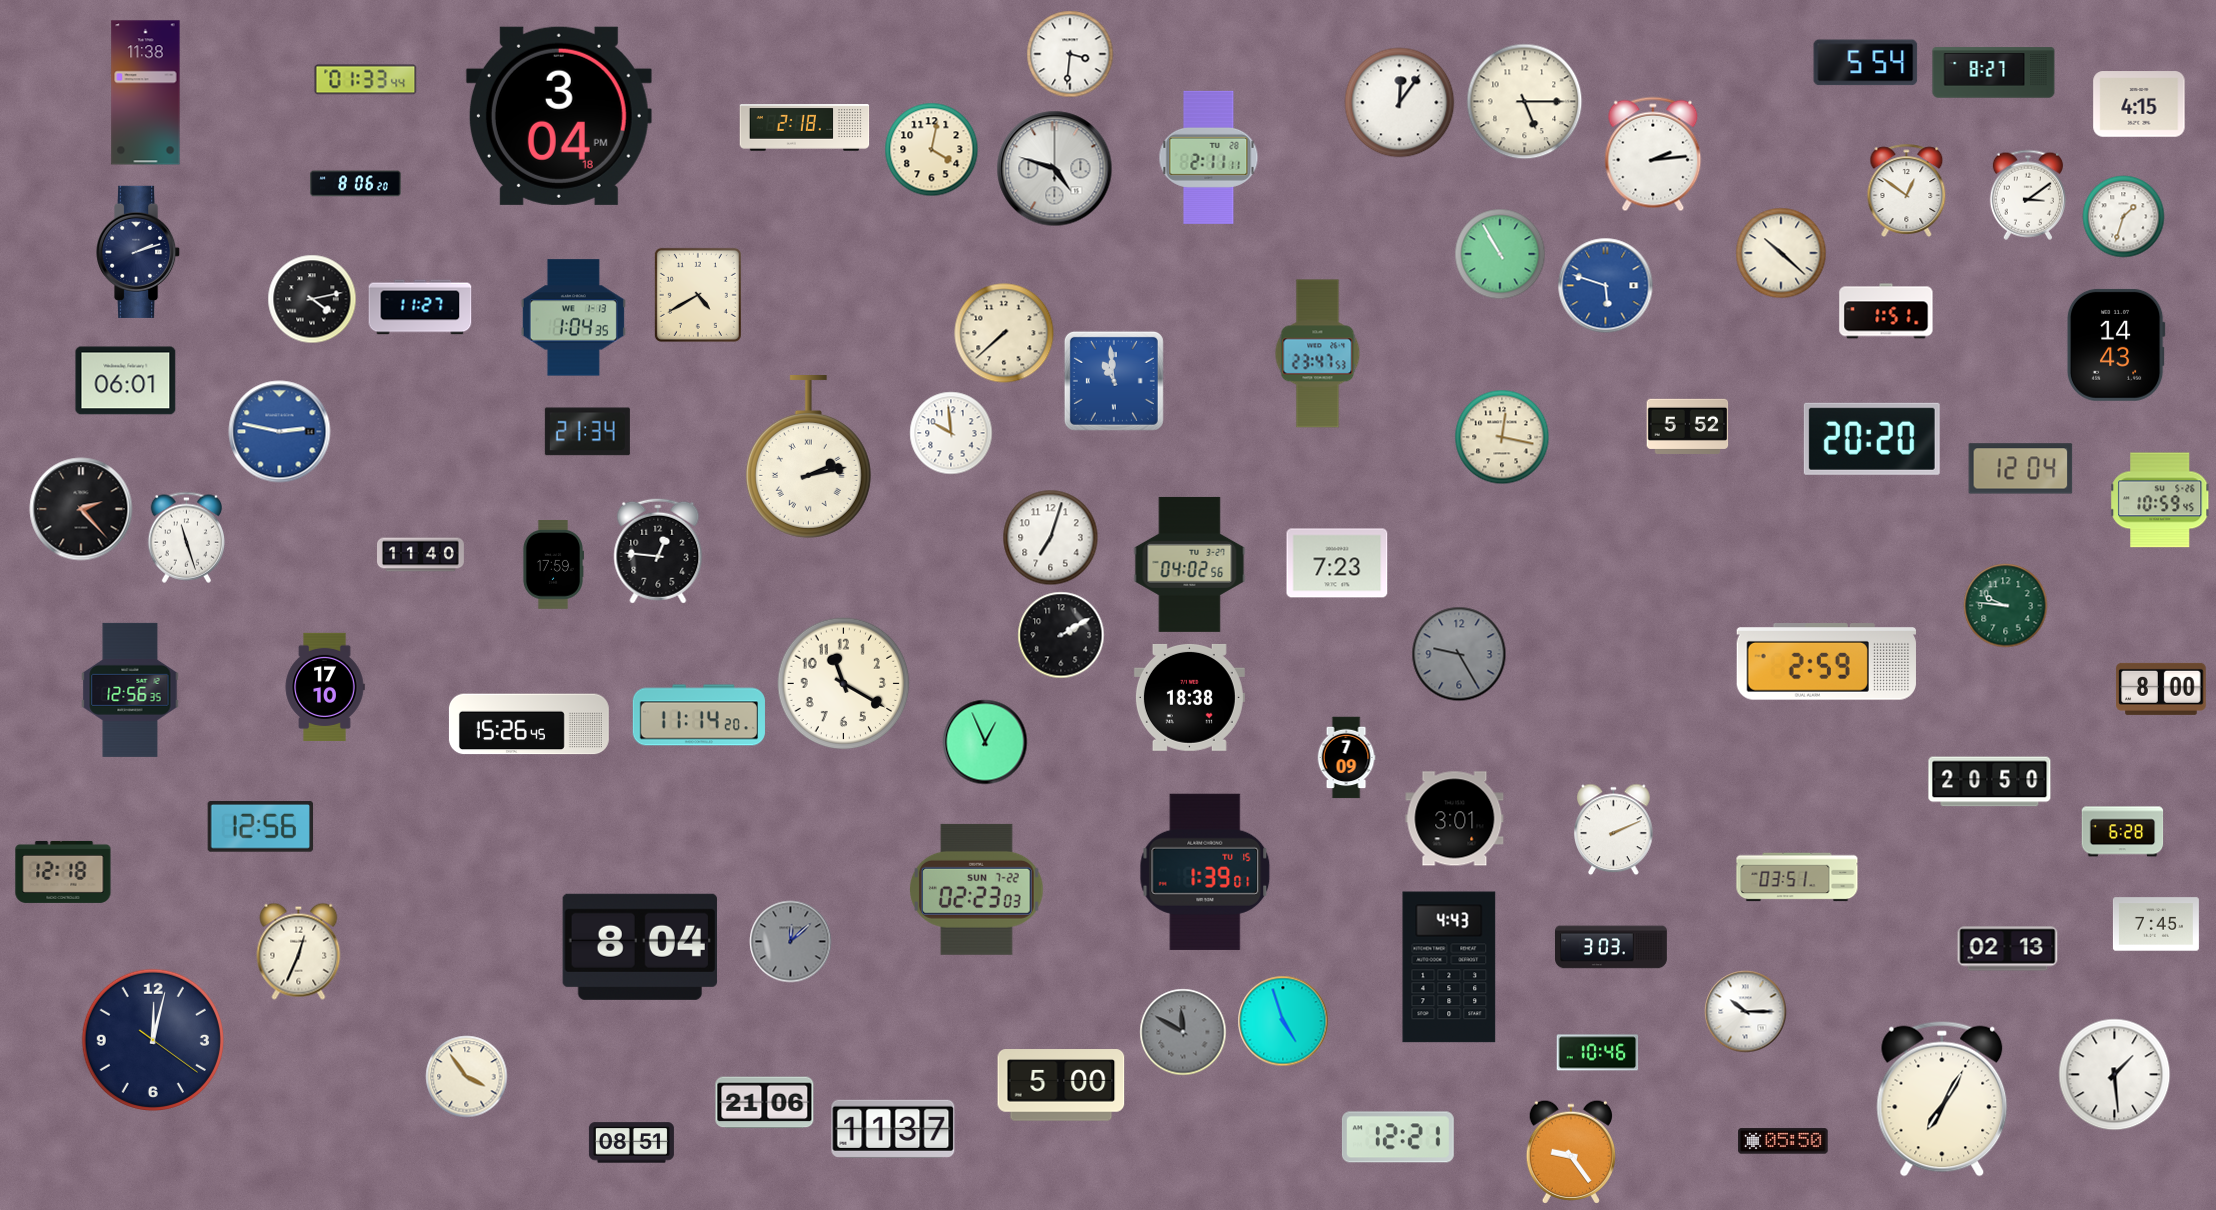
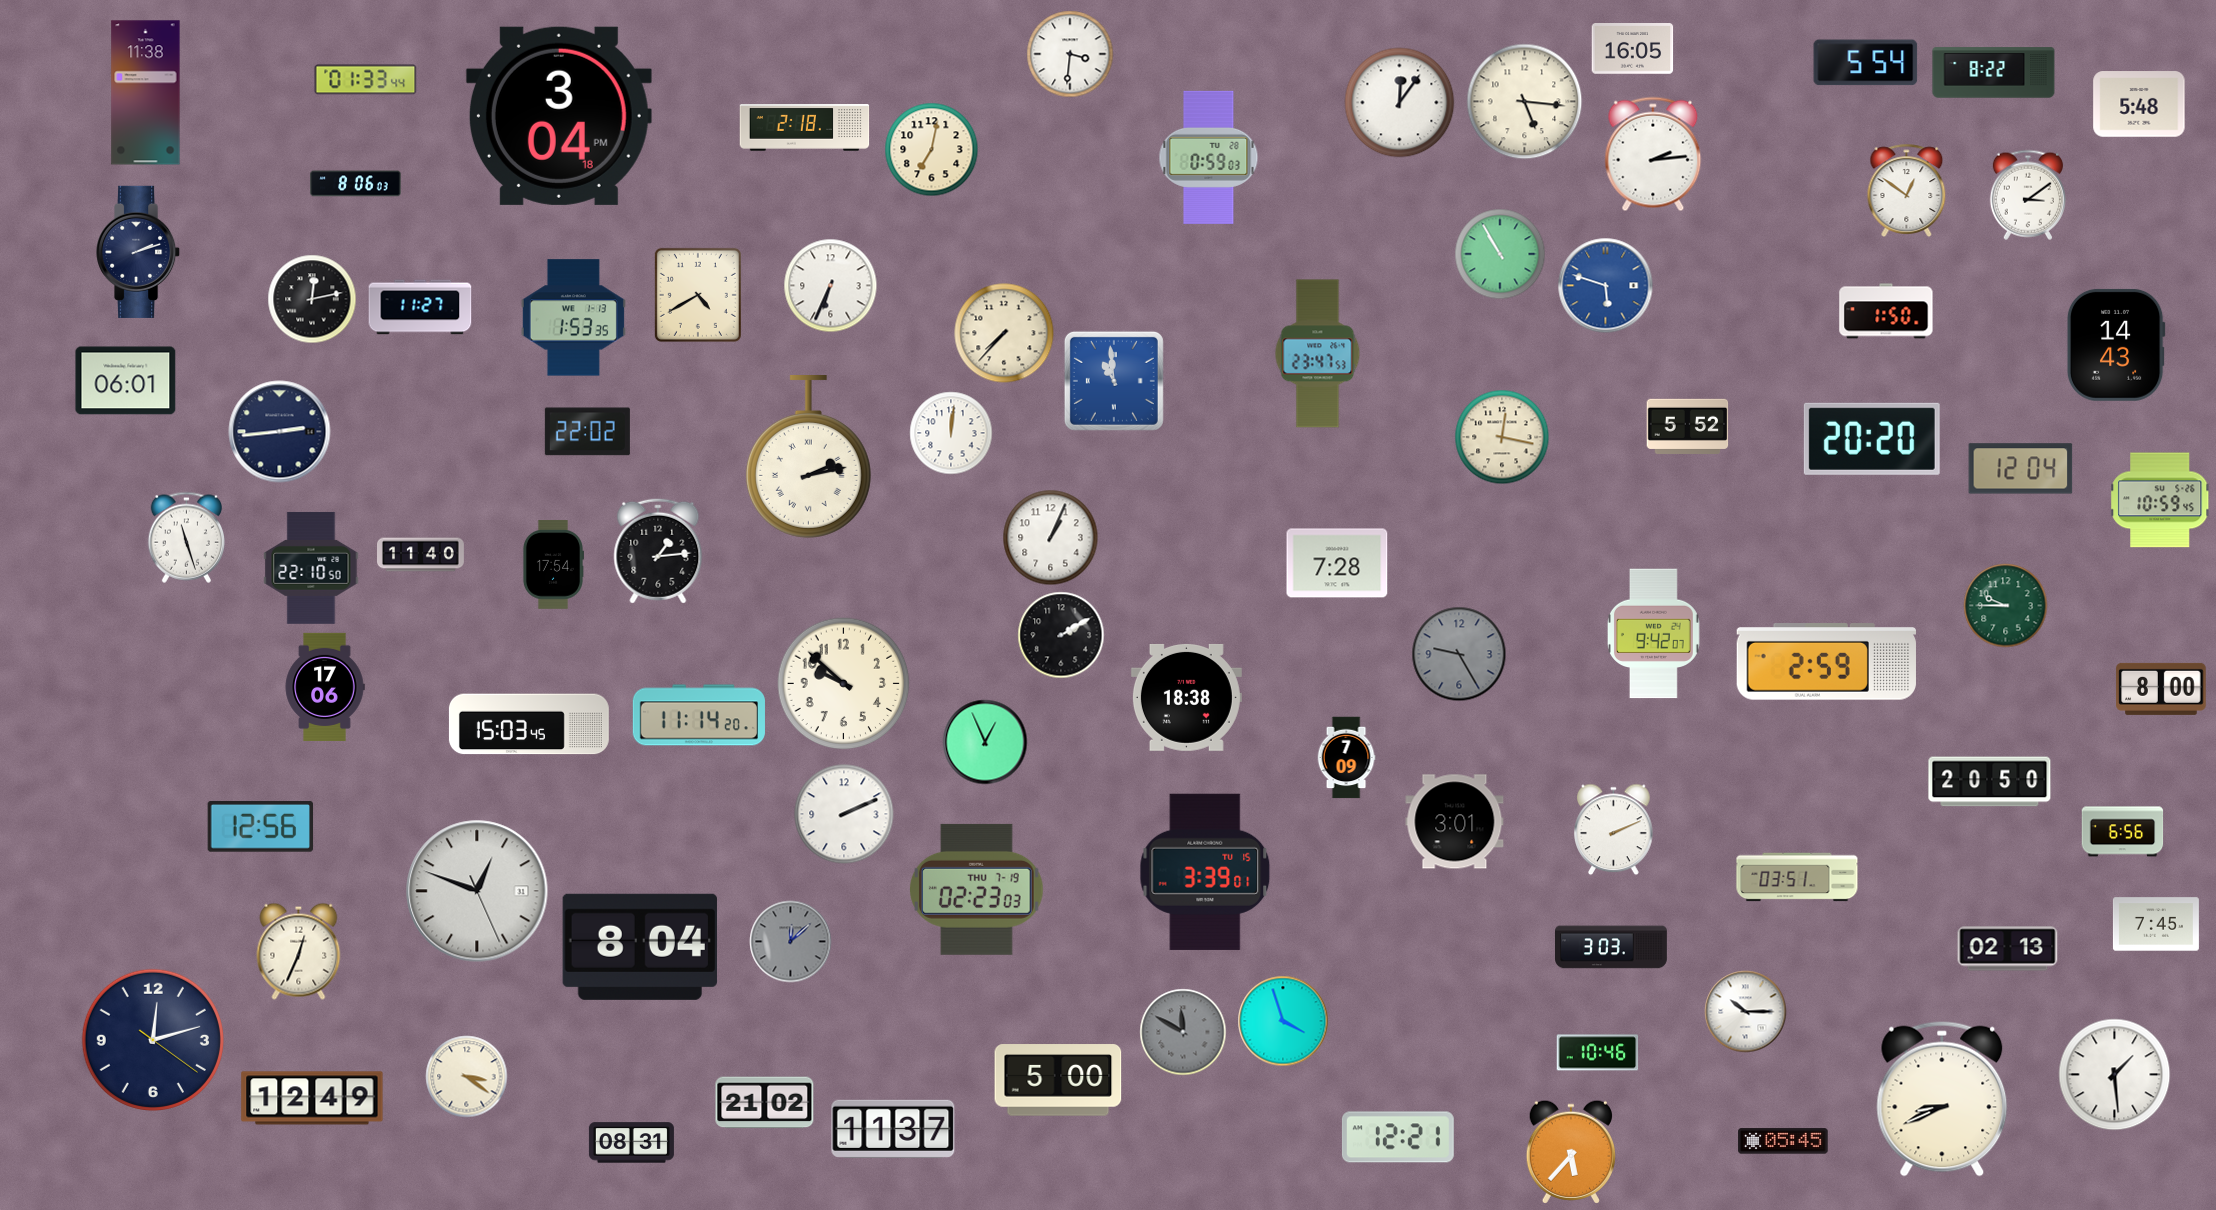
clock at (1633, 49): none -> 16:05
clock at (1994, 73): 8:27 -> 8:22
clock at (1525, 102): 5:15 -> 5:16
clock at (2139, 104): 4:15 -> 5:48
clock at (932, 150): 4:02 -> 7:02
clock at (1209, 157): 2:11 -> 0:59
clock at (1055, 169): 4:48 -> none
clock at (356, 184): 8:06:20 -> 8:06:03
clock at (2124, 217): 1:33 -> none
clock at (1781, 253): 10:22 -> none
clock at (831, 286): none -> 6:34
clock at (312, 299): 4:13 -> 12:13
clock at (1886, 311): 1:51 -> 1:50
clock at (573, 318): 1:04 -> 1:53
clock at (1004, 333): 7:38 -> 7:37
clock at (280, 432): 2:47 -> 2:44
clock at (280, 432) dial: blue -> navy
clock at (587, 432): 21:34 -> 22:02
clock at (951, 433): 9:59 -> 12:01
clock at (81, 509): 2:23 -> none
clock at (1051, 538): 7:03 -> 1:04
clock at (658, 551): 12:46 -> 1:14
clock at (1337, 563): 7:23 -> 7:28
clock at (1190, 564): 04:02 -> none
clock at (553, 565): 17:59 -> 17:54
clock at (311, 568): none -> 22:10
clock at (2006, 606): 9:46 -> 9:45
clock at (1654, 634): none -> 9:42
clock at (844, 684): 11:20 -> 9:52
clock at (325, 687): 17:10 -> 17:06
clock at (130, 690): 12:56 -> none
clock at (1189, 697) position: (1189, 697) -> (1186, 697)
clock at (529, 724): 15:26 -> 15:03
clock at (844, 814): none -> 2:11
clock at (1455, 819) position: (1455, 819) -> (1455, 822)
clock at (2123, 832): 6:28 -> 6:56
clock at (63, 872): 12:18 -> none
clock at (1205, 872): 1:39 -> 3:39
clock at (976, 889) date: SUN 7-22 -> THU 7-19
clock at (477, 891): none -> 12:48
clock at (1449, 967): 4:43 -> none
clock at (1283, 1021): 4:57 -> 3:57
clock at (153, 1040): 12:02 -> 12:12
clock at (467, 1077): 3:54 -> 3:21
clock at (1061, 1085) position: (1061, 1085) -> (1058, 1080)
clock at (312, 1098): none -> 12:49
clock at (1942, 1099): 7:05 -> 8:41
clock at (765, 1103): 21:06 -> 21:02
clock at (1783, 1141): 05:50 -> 05:45
clock at (631, 1143): 08:51 -> 08:31
clock at (1571, 1152): 9:24 -> 5:37
